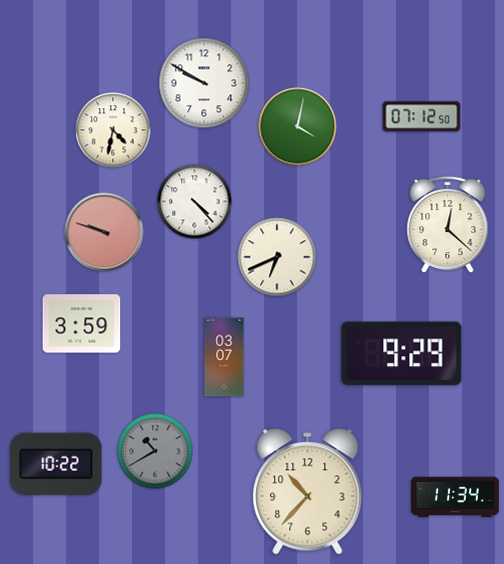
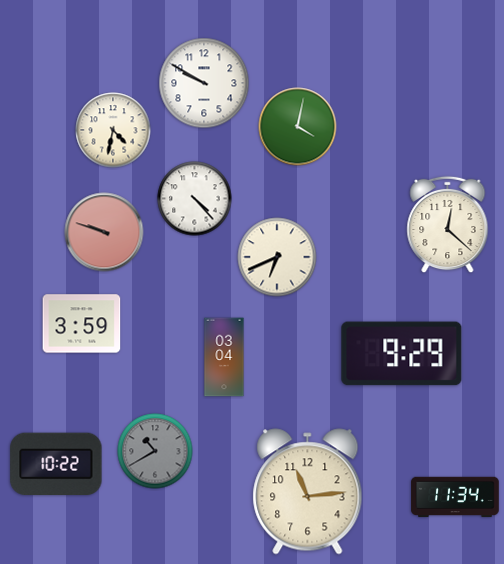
clock at (422, 117): 07:12 -> none
clock at (195, 202) position: (195, 202) -> (195, 199)
clock at (224, 357): 03:07 -> 03:04
clock at (308, 492): 10:37 -> 11:14
